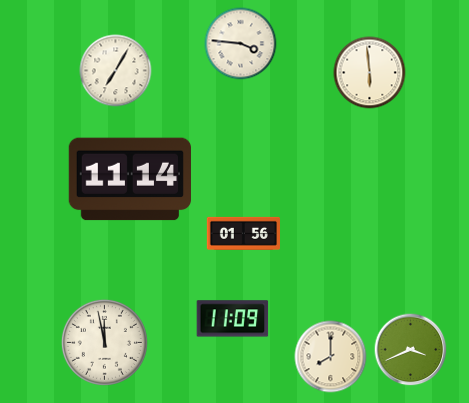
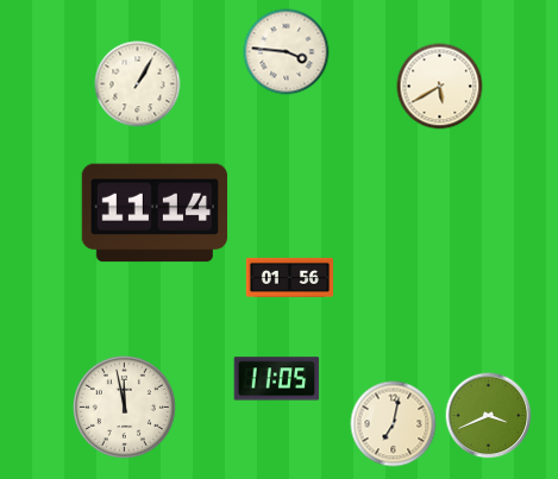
clock at (116, 71): 7:05 -> 1:05
clock at (370, 73): 5:59 -> 5:40
clock at (233, 319): 11:09 -> 11:05
clock at (331, 357): 8:00 -> 7:02
